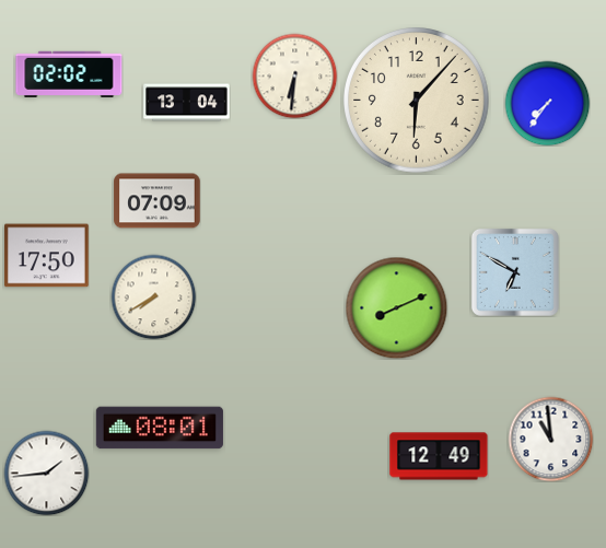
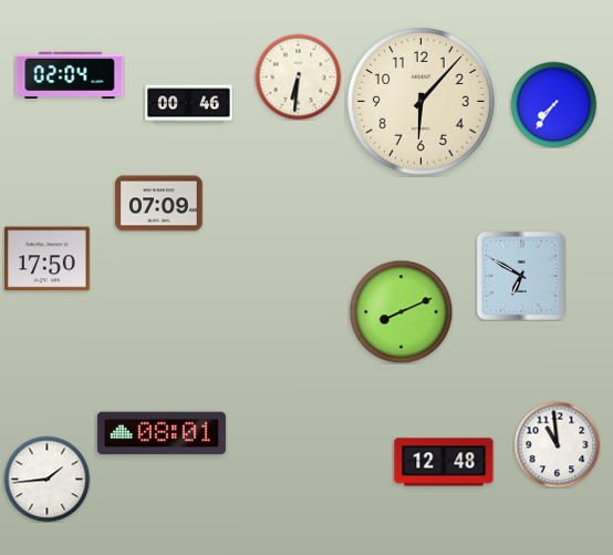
clock at (69, 74): 02:02 -> 02:04
clock at (187, 103): 13:04 -> 00:46
clock at (153, 296): 7:40 -> none
clock at (439, 456): 12:49 -> 12:48
